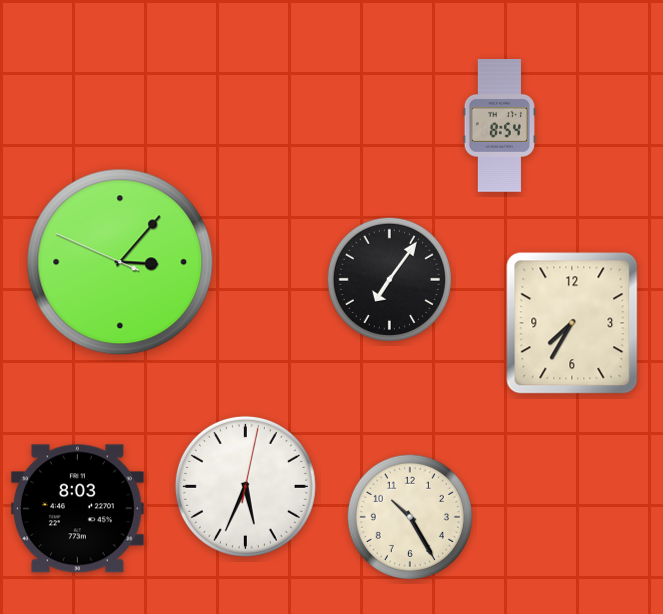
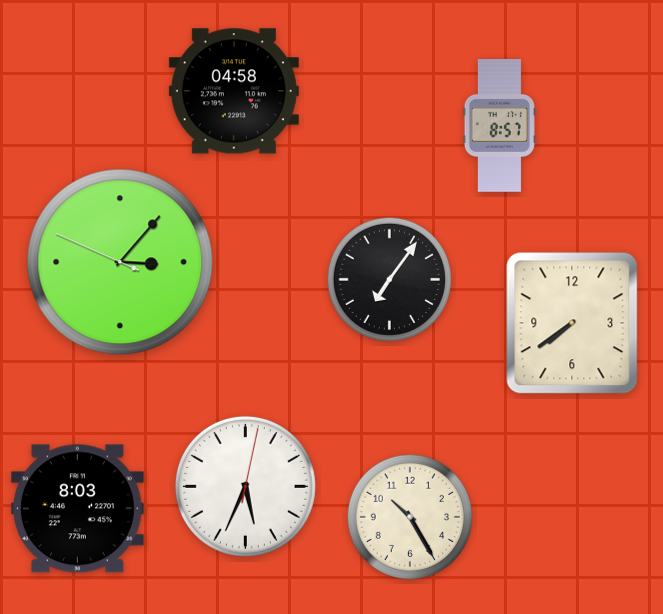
clock at (234, 91): none -> 04:58
clock at (499, 126): 8:54 -> 8:57
clock at (572, 323): 7:35 -> 7:39
